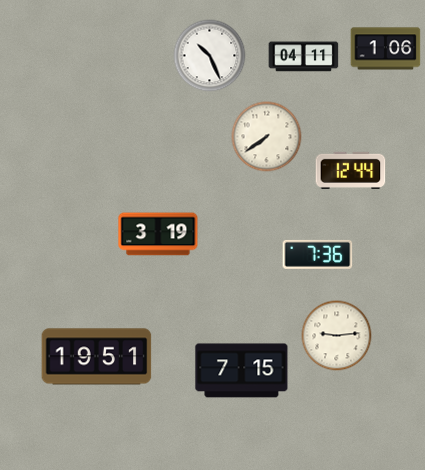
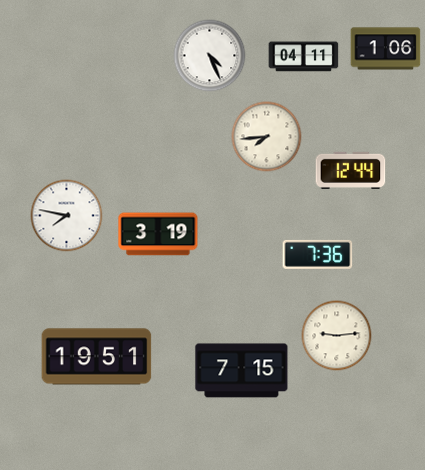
clock at (210, 56): 10:26 -> 4:26
clock at (267, 137): 7:39 -> 7:44
clock at (67, 216): none -> 7:47
